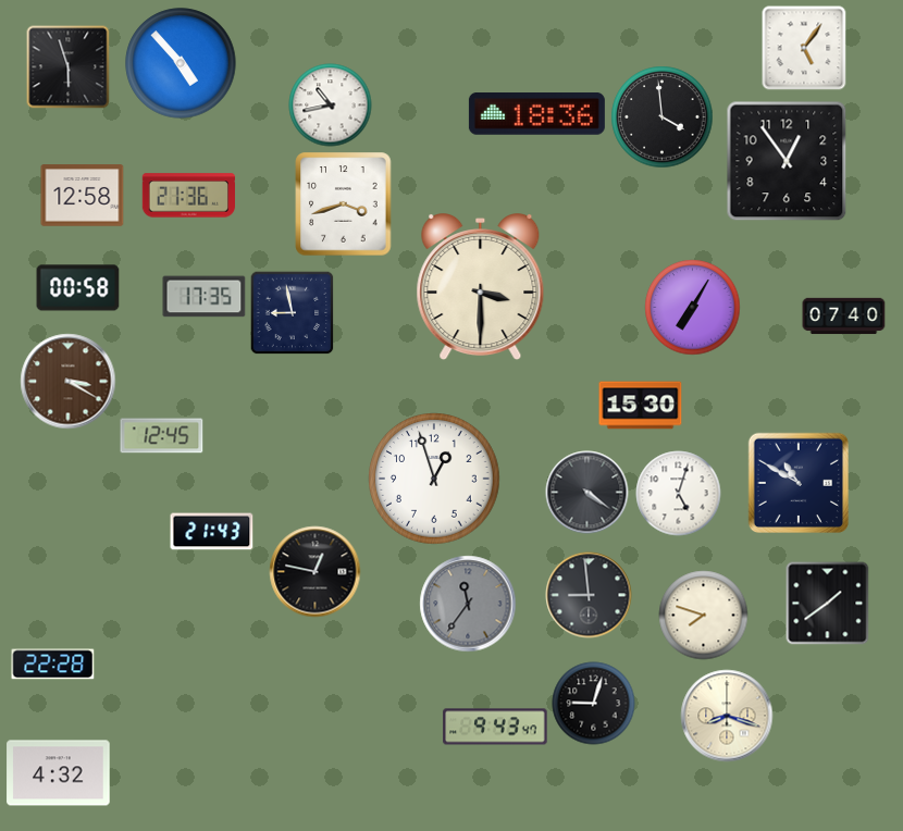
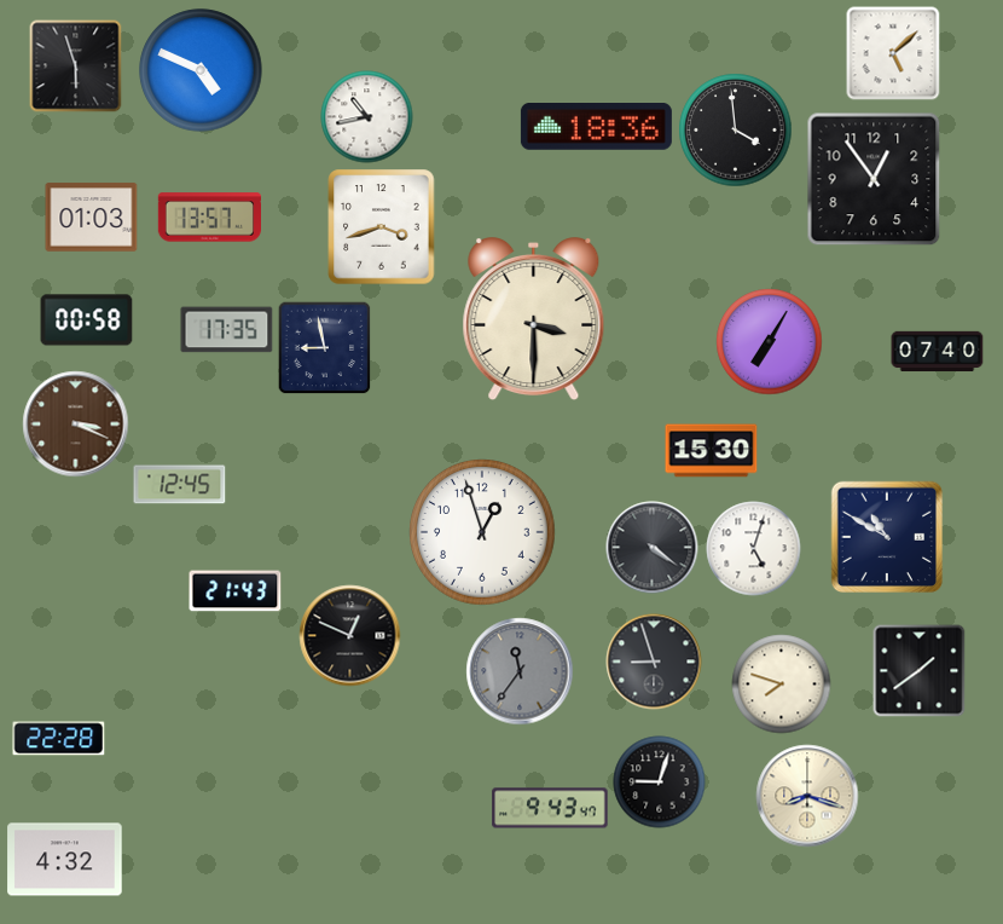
clock at (804, 48): 5:06 -> 5:08
clock at (181, 63): 4:53 -> 4:49
clock at (69, 67) position: (69, 67) -> (76, 67)
clock at (83, 196): 12:58 -> 01:03
clock at (188, 196): 21:36 -> 13:57
clock at (69, 382): 3:20 -> 3:19
clock at (316, 572): 12:47 -> 12:49
clock at (589, 595): 8:59 -> 8:57
